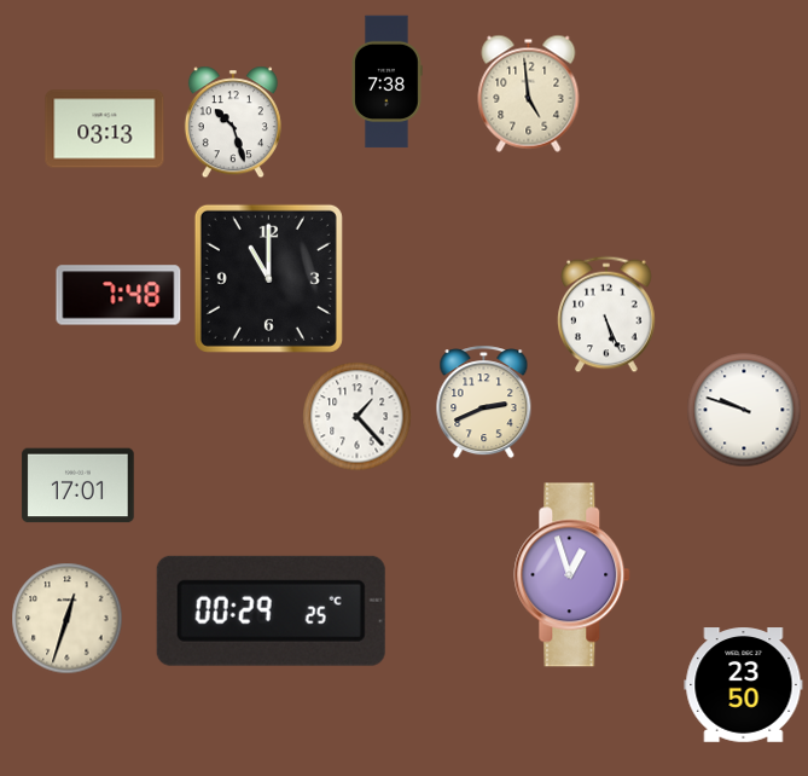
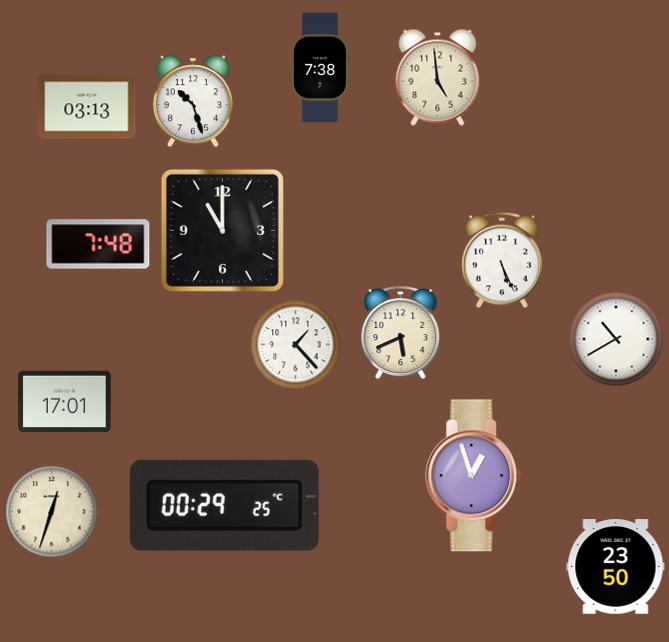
clock at (484, 403): 2:41 -> 5:41
clock at (744, 410): 9:48 -> 10:40
clock at (68, 619) position: (68, 619) -> (52, 512)
